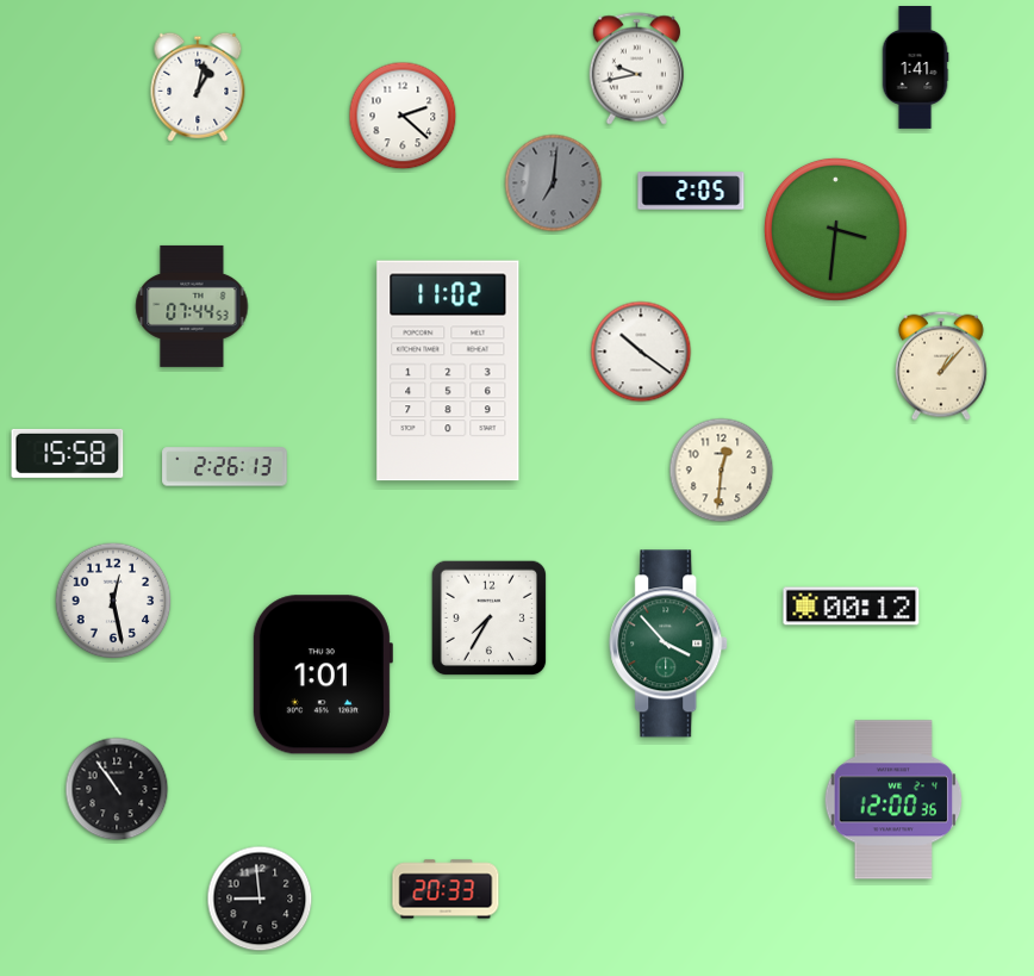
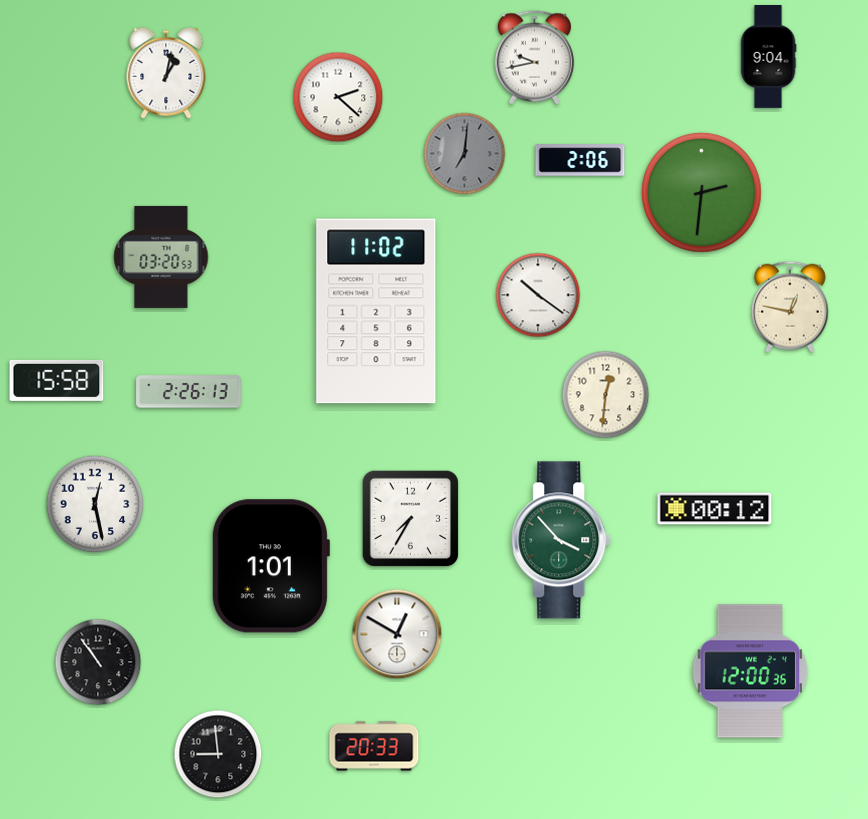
clock at (915, 68): 1:41 -> 9:04
clock at (691, 191): 2:05 -> 2:06
clock at (835, 229): 3:31 -> 2:31
clock at (192, 306): 07:44 -> 03:20
clock at (941, 366): 1:07 -> 12:47
clock at (397, 634): none -> 12:50
